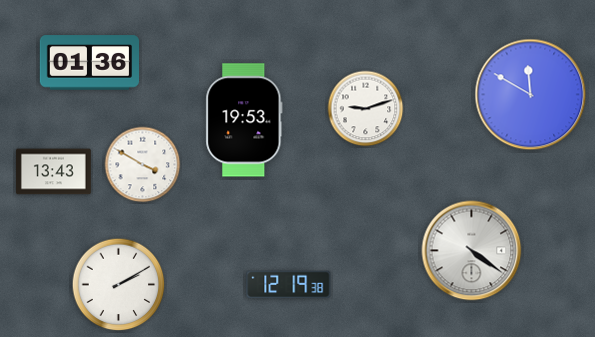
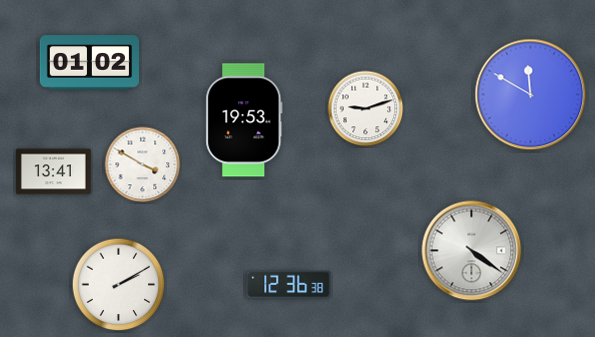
clock at (89, 63): 01:36 -> 01:02
clock at (53, 172): 13:43 -> 13:41
clock at (289, 285): 12:19 -> 12:36
